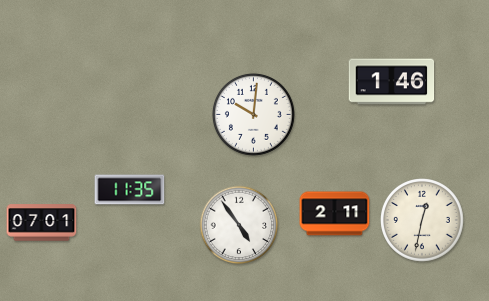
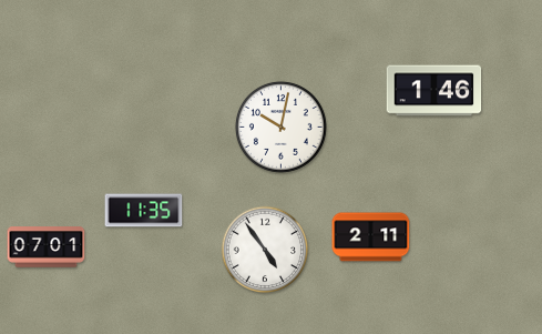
clock at (253, 114): 10:01 -> 10:02
clock at (423, 221): 12:32 -> none
